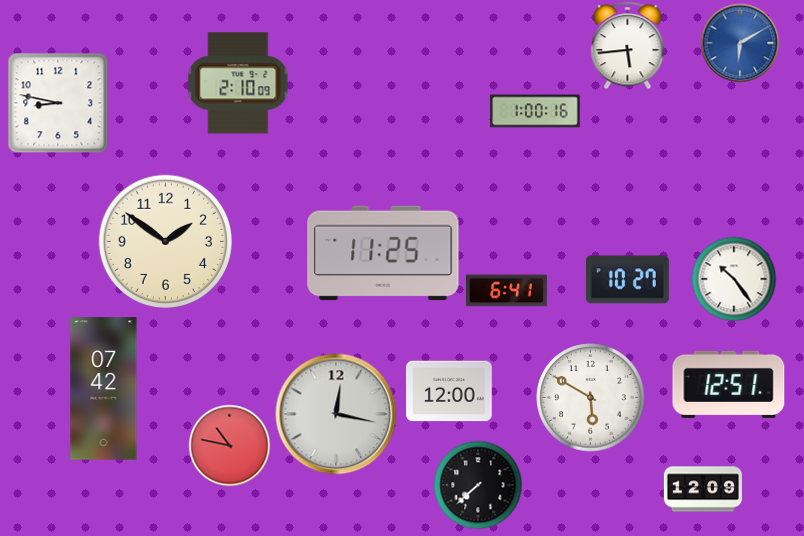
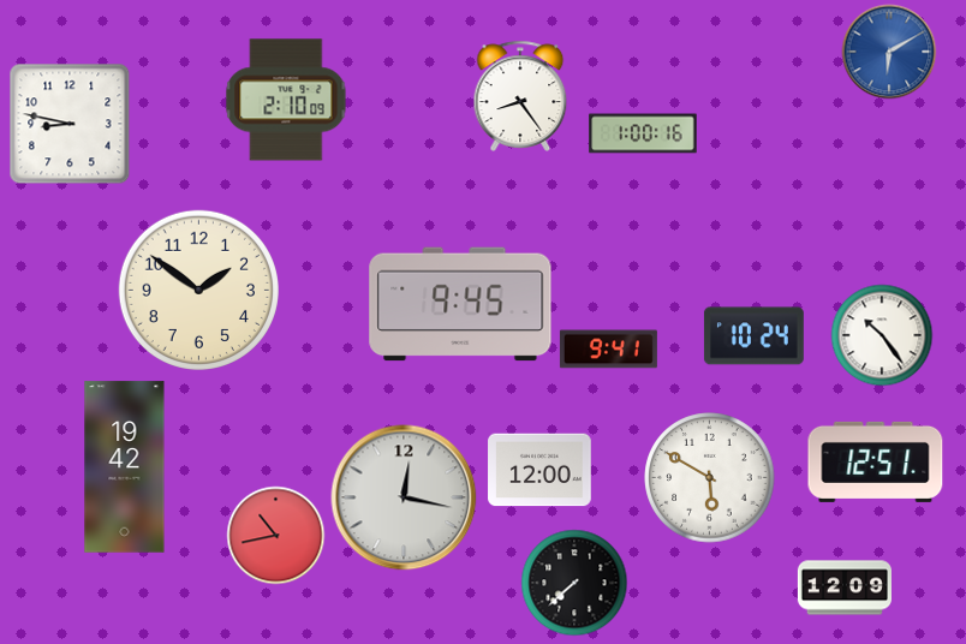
clock at (628, 45): 5:44 -> none
clock at (520, 96): none -> 8:24
clock at (383, 253): 11:25 -> 9:45
clock at (627, 280): 10:27 -> 10:24
clock at (506, 291): 6:41 -> 9:41
clock at (104, 389): 07:42 -> 19:42
clock at (229, 445): 10:47 -> 10:43
